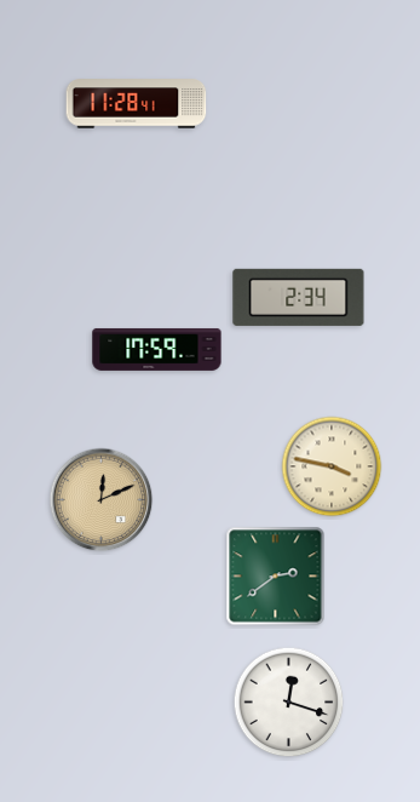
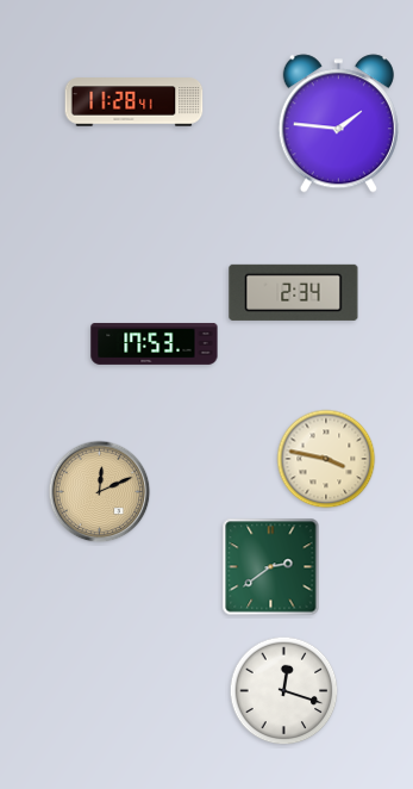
clock at (338, 124): none -> 1:46
clock at (157, 349): 17:59 -> 17:53
